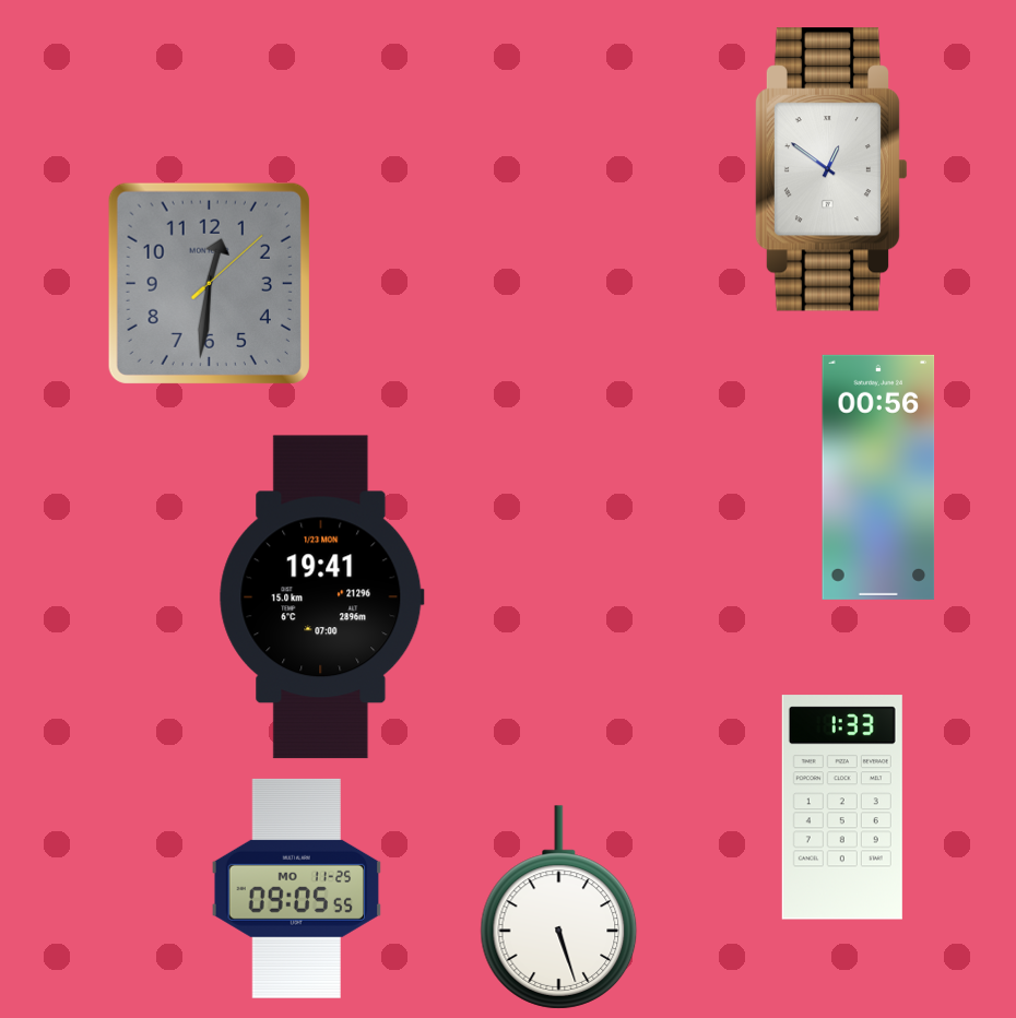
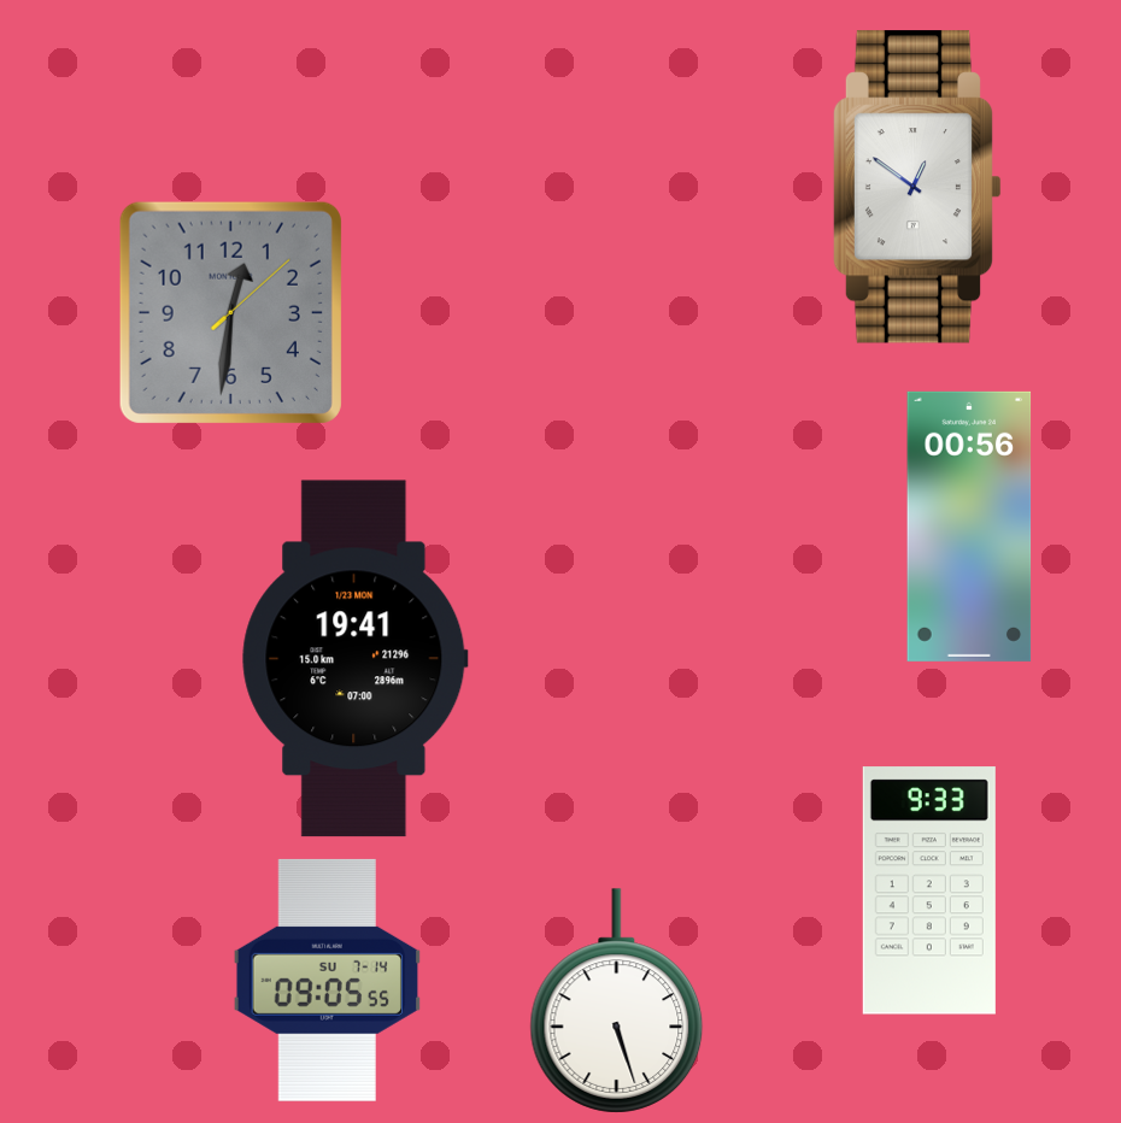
clock at (842, 807): 1:33 -> 9:33
clock at (297, 888) date: MO 11-25 -> SU 7-14
